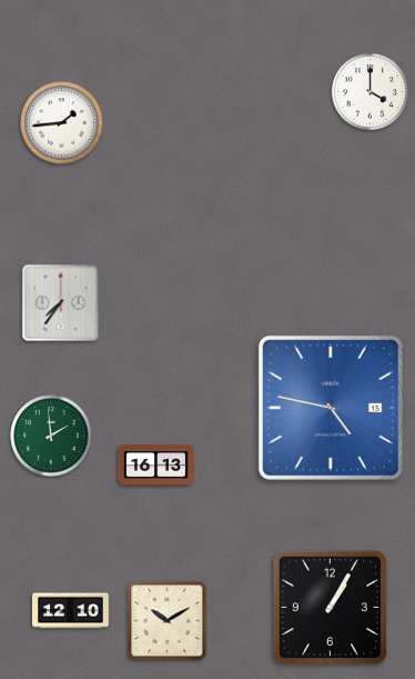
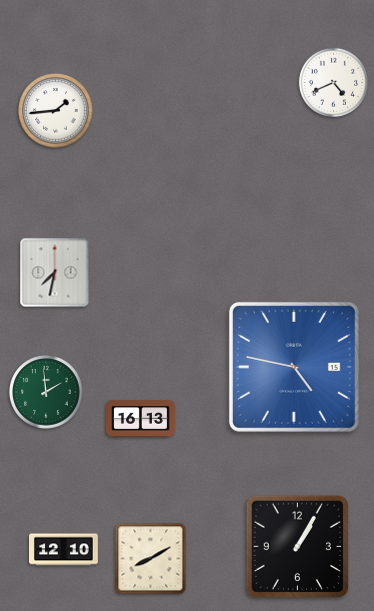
clock at (370, 91): 4:00 -> 4:41
clock at (61, 303): 7:36 -> 7:32
clock at (331, 408) position: (331, 408) -> (294, 367)
clock at (168, 621): 10:10 -> 8:10
